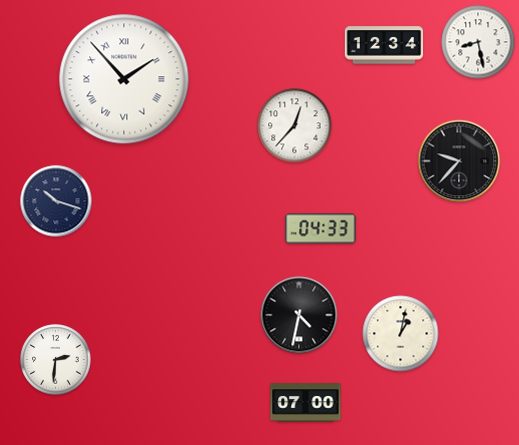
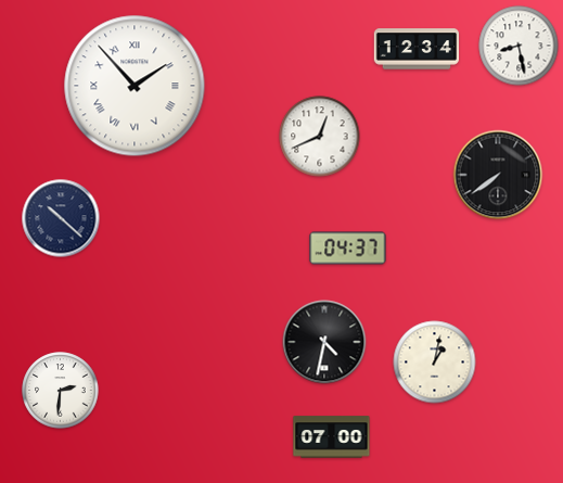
clock at (295, 126): 12:37 -> 12:41
clock at (459, 161): 9:37 -> 7:39
clock at (56, 201): 10:18 -> 10:22
clock at (321, 229): 04:33 -> 04:37
